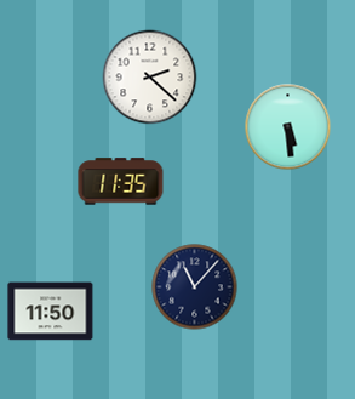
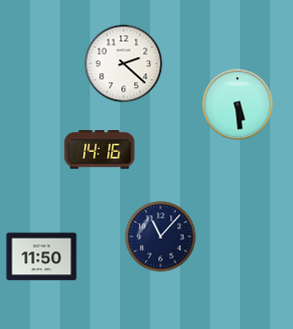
clock at (121, 182): 11:35 -> 14:16
